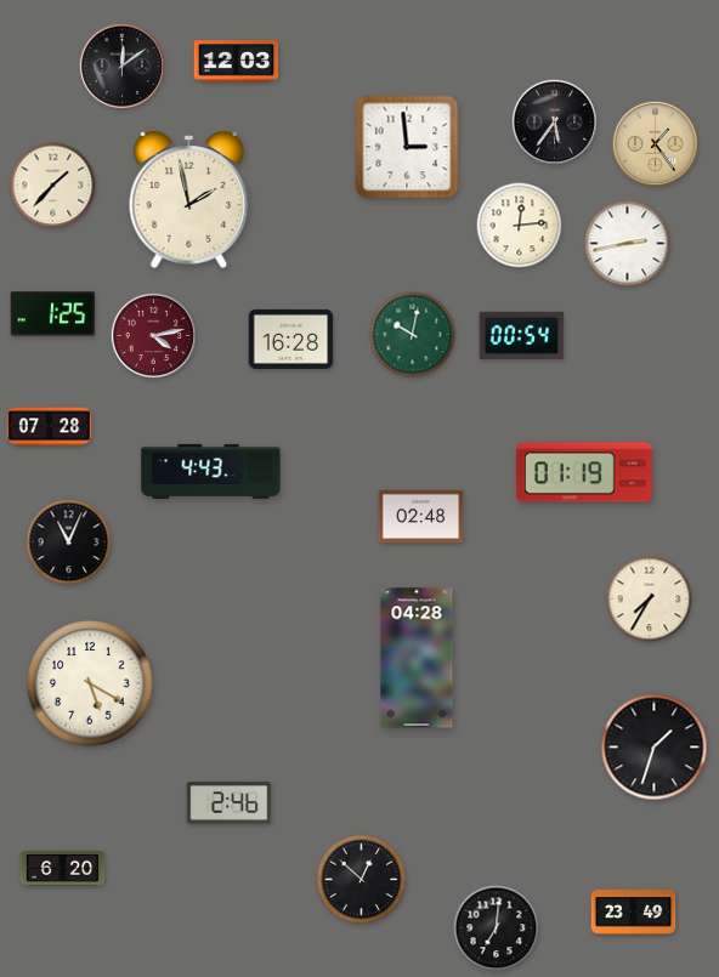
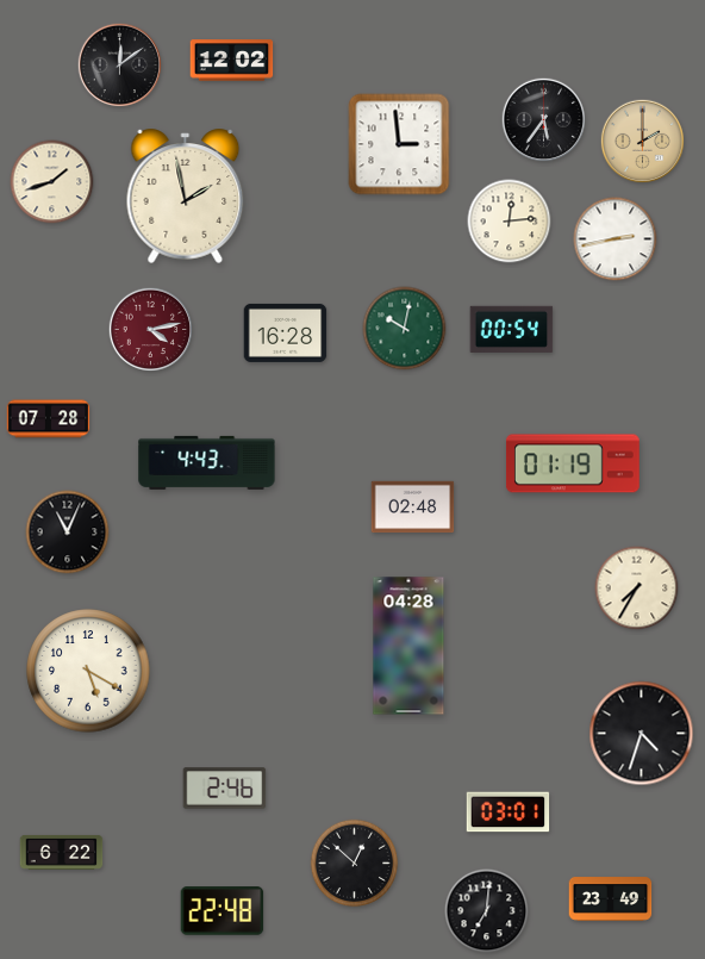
clock at (237, 62): 12:03 -> 12:02
clock at (656, 144): 1:24 -> 2:00
clock at (53, 186): 1:37 -> 1:42
clock at (53, 314): 1:25 -> none
clock at (655, 748): 1:33 -> 4:33
clock at (509, 812): none -> 03:01
clock at (63, 868): 6:20 -> 6:22
clock at (634, 913) position: (634, 913) -> (611, 899)
clock at (223, 911): none -> 22:48
